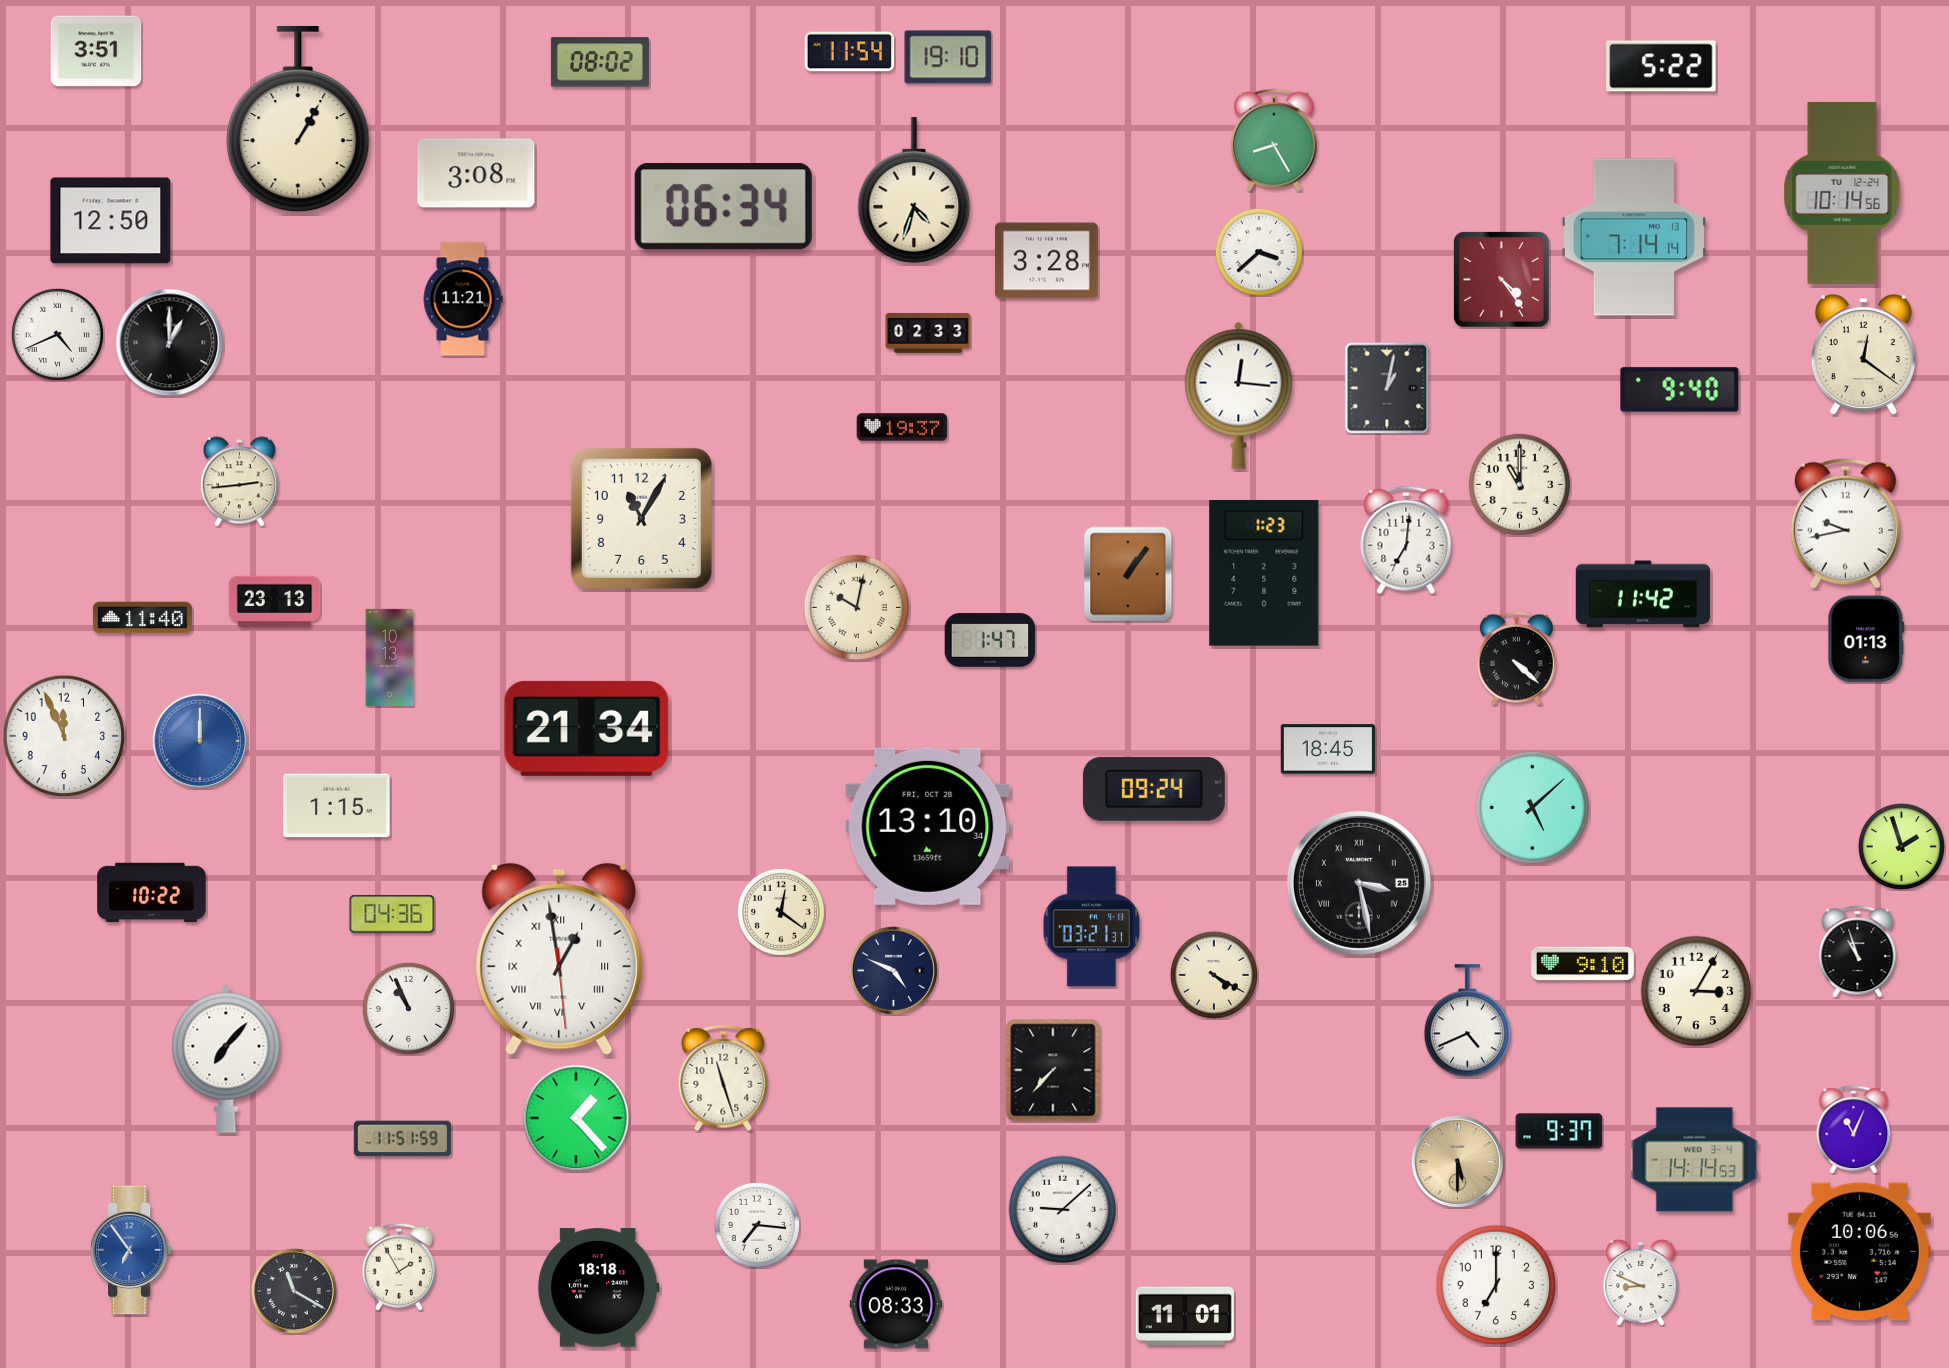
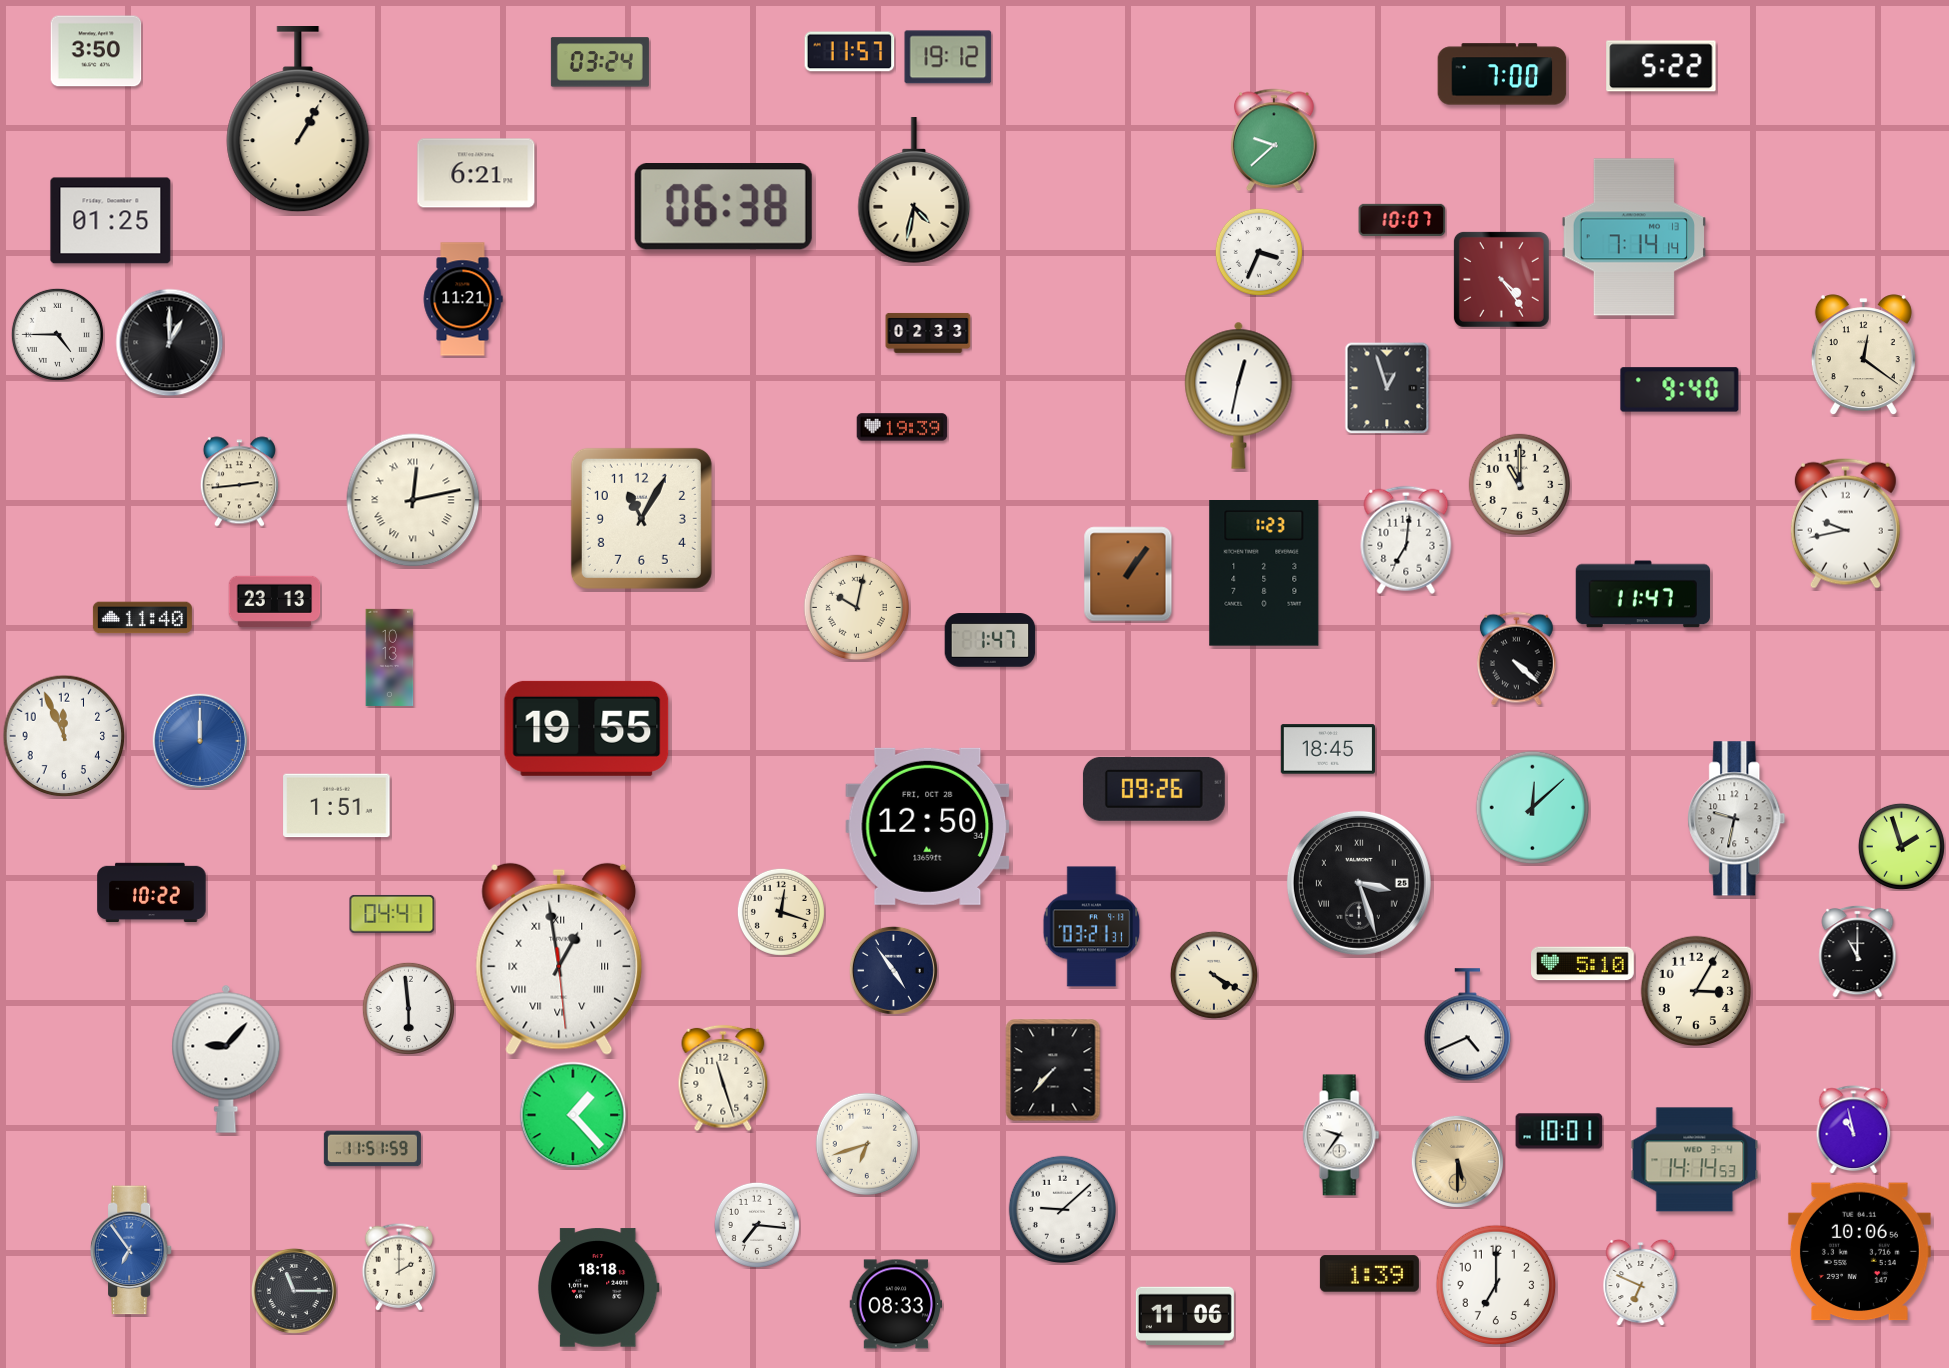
clock at (96, 51): 3:51 -> 3:50
clock at (850, 52): 11:54 -> 11:57
clock at (948, 57): 19:10 -> 19:12
clock at (600, 62): 08:02 -> 03:24
clock at (1502, 74): none -> 7:00
clock at (1274, 140): 8:25 -> 9:38
clock at (476, 173): 3:08 -> 6:21
clock at (914, 190): 4:33 -> 4:32
clock at (1842, 194): 10:14 -> none
clock at (723, 207): 06:34 -> 06:38
clock at (1402, 220): none -> 10:07
clock at (111, 221): 12:50 -> 01:25
clock at (1259, 252): 3:38 -> 3:34
clock at (1047, 261): 3:28 -> none
clock at (57, 334): 4:41 -> 4:45
clock at (1387, 388): 1:02 -> 12:57
clock at (1239, 395): 12:16 -> 12:32
clock at (902, 427): 19:37 -> 19:39
clock at (413, 500): none -> 12:13
clock at (1643, 594): 11:42 -> 11:47
clock at (1866, 639): 01:13 -> none
clock at (587, 728): 21:34 -> 19:55
clock at (1154, 789): 09:24 -> 09:26
clock at (337, 806): 1:15 -> 1:51
clock at (1533, 808): 5:08 -> 12:08
clock at (1737, 819): none -> 9:32
clock at (928, 826): 13:10 -> 12:50
clock at (1359, 883): 3:28 -> 3:27
clock at (781, 912): 12:21 -> 12:18
clock at (392, 914): 04:36 -> 04:41
clock at (1858, 951): 10:57 -> 11:00
clock at (1583, 964): 9:10 -> 5:10
clock at (893, 970): 4:49 -> 4:54
clock at (408, 1008): 10:56 -> 5:59
clock at (1467, 1021) position: (1467, 1021) -> (1467, 1025)
clock at (226, 1059): 7:07 -> 9:07
clock at (576, 1118) position: (576, 1118) -> (573, 1115)
clock at (1854, 1129): 11:04 -> 10:58
clock at (1559, 1131): 9:37 -> 10:01
clock at (1341, 1135): none -> 9:36
clock at (402, 1139) position: (402, 1139) -> (372, 1149)
clock at (867, 1144): none -> 6:42
clock at (398, 1267): 1:55 -> 2:00
clock at (1369, 1274): none -> 1:39
clock at (1641, 1282): 8:49 -> 6:49
clock at (294, 1291): 11:20 -> 11:15
clock at (1185, 1315): 11:01 -> 11:06
